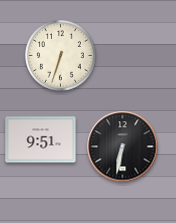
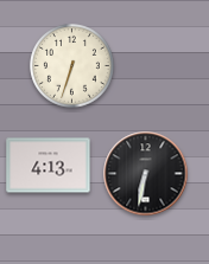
clock at (41, 140): 9:51 -> 4:13
